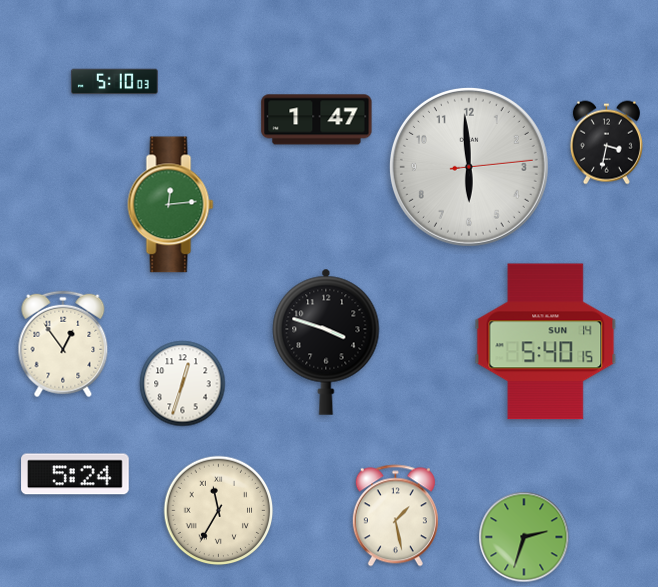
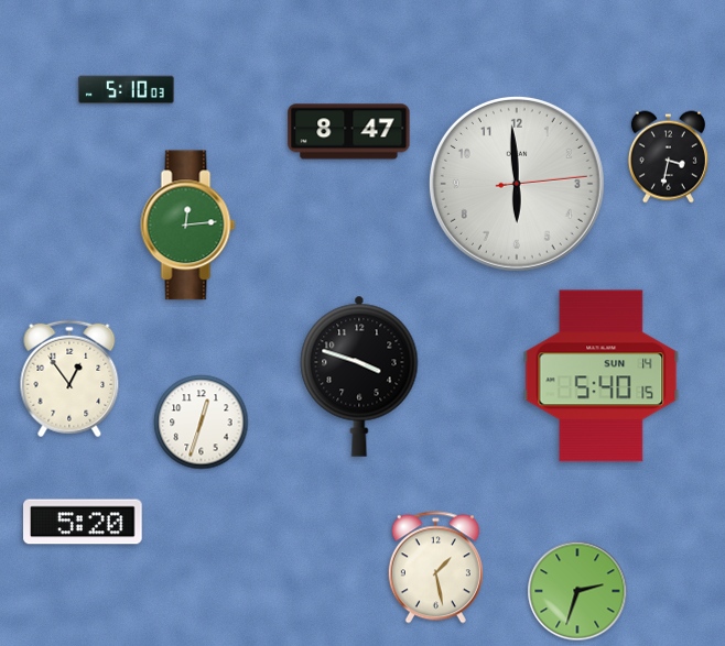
clock at (317, 120): 1:47 -> 8:47
clock at (75, 474): 5:24 -> 5:20
clock at (219, 511): 11:35 -> none
